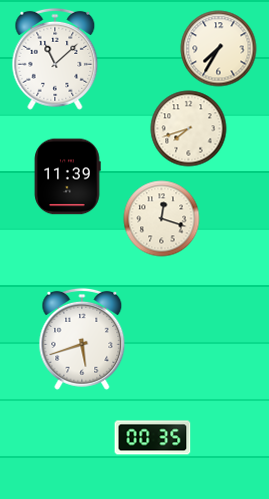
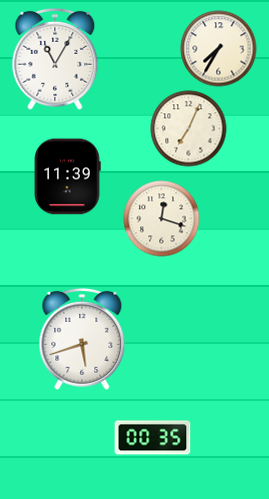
clock at (55, 59): 11:08 -> 11:05
clock at (189, 129): 7:42 -> 7:04
